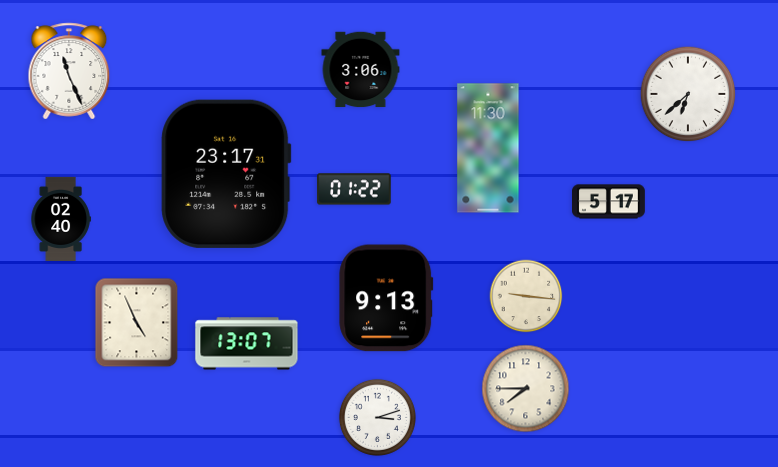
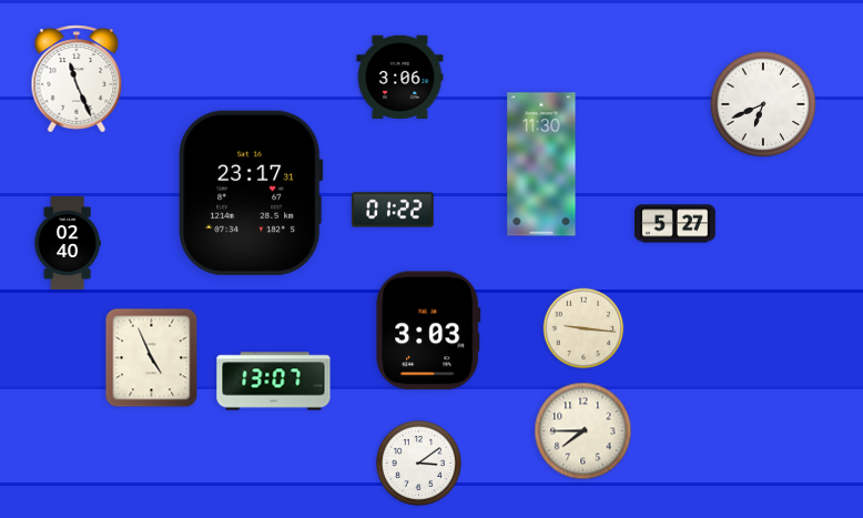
clock at (688, 94): 6:38 -> 6:41
clock at (609, 202): 5:17 -> 5:27
clock at (386, 298): 9:13 -> 3:03
clock at (377, 417): 3:12 -> 3:09
